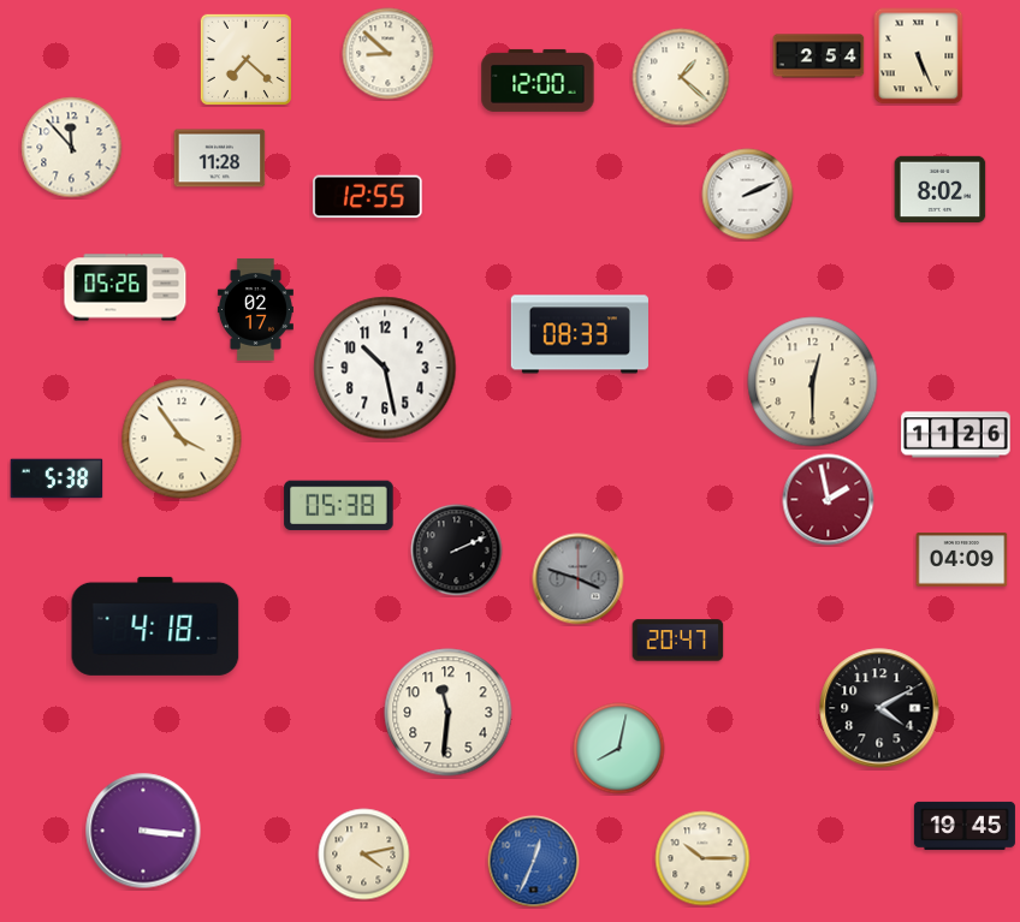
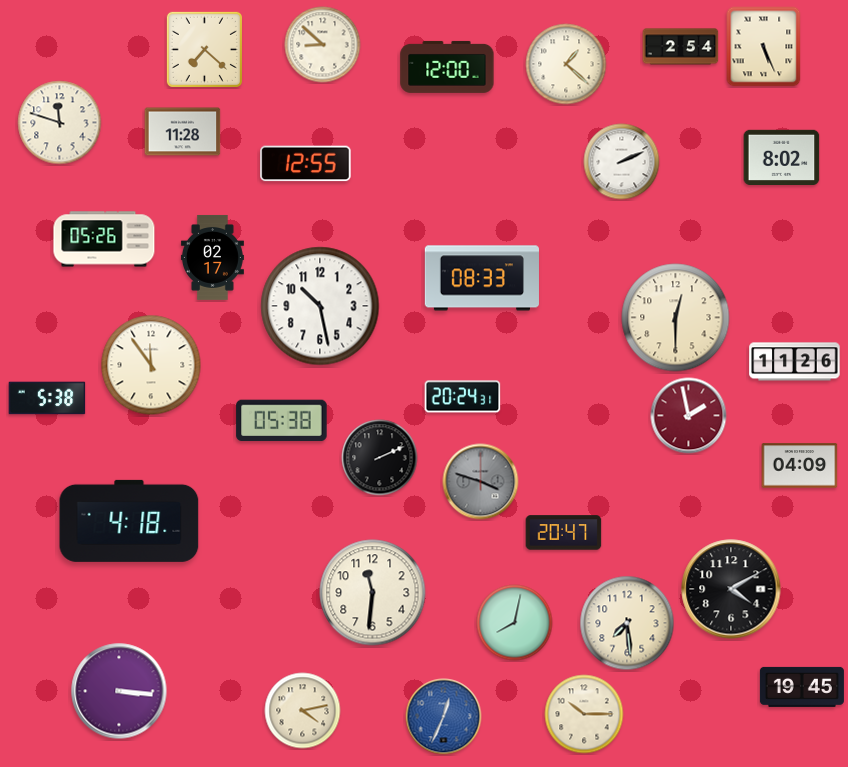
clock at (72, 148): 11:53 -> 11:48
clock at (182, 439): 3:54 -> 11:54
clock at (463, 397): none -> 20:24
clock at (627, 623): none -> 7:29
